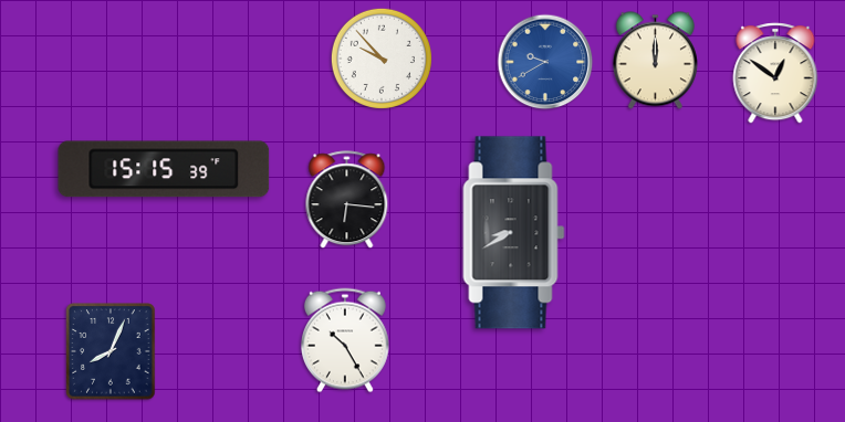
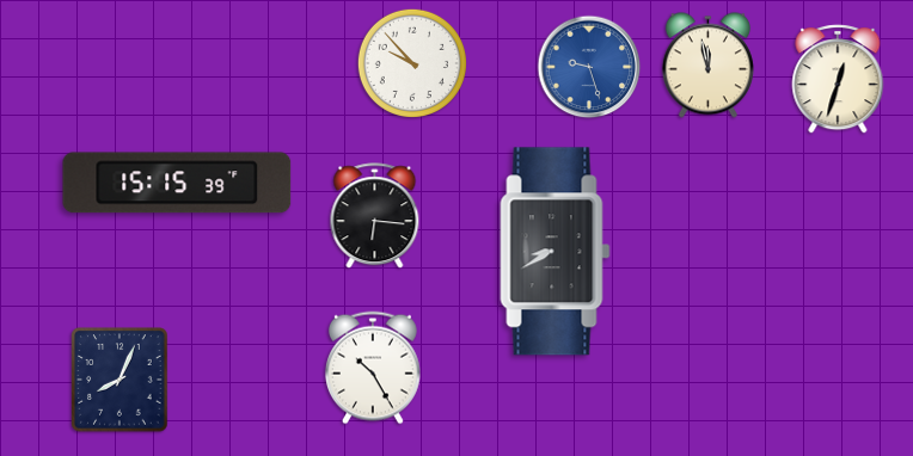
clock at (655, 61): 12:00 -> 11:58
clock at (545, 62): 9:40 -> 9:27
clock at (775, 73): 12:51 -> 12:33
